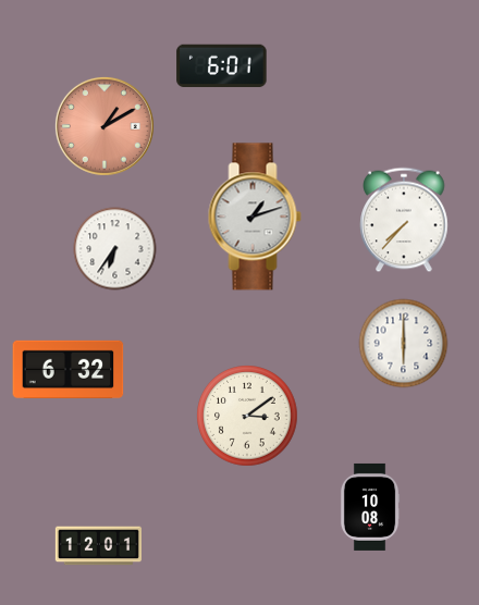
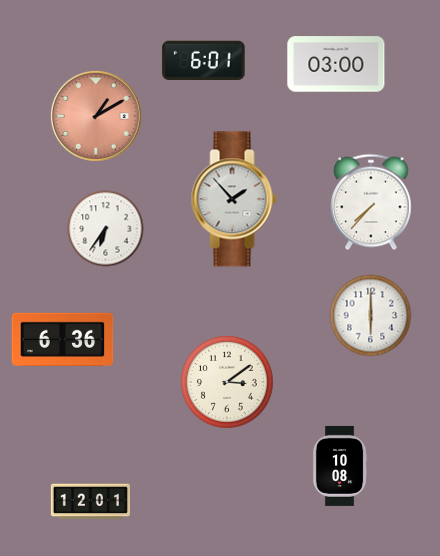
clock at (336, 64): none -> 03:00
clock at (255, 217): 1:12 -> 1:53
clock at (69, 369): 6:32 -> 6:36
